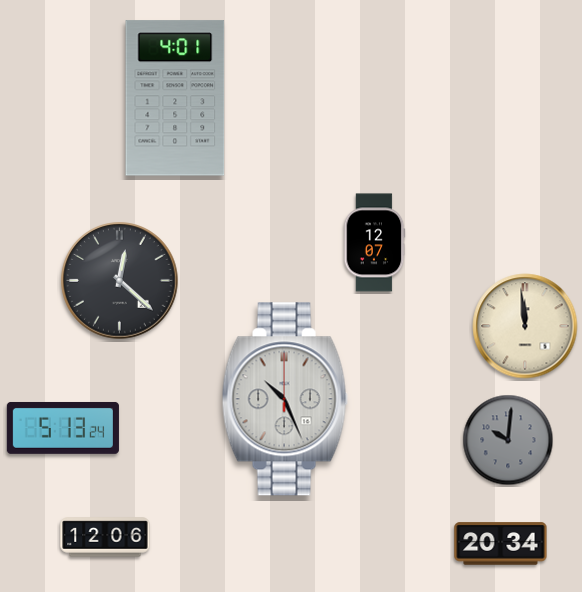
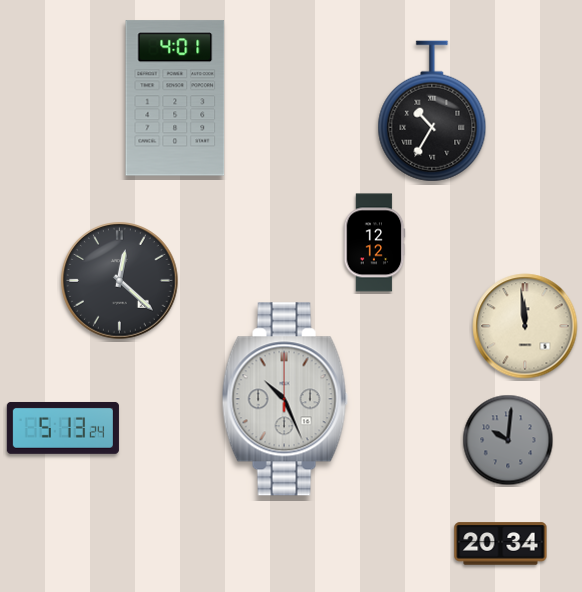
clock at (432, 111): none -> 10:35
clock at (374, 243): 12:07 -> 12:12
clock at (105, 537): 12:06 -> none
